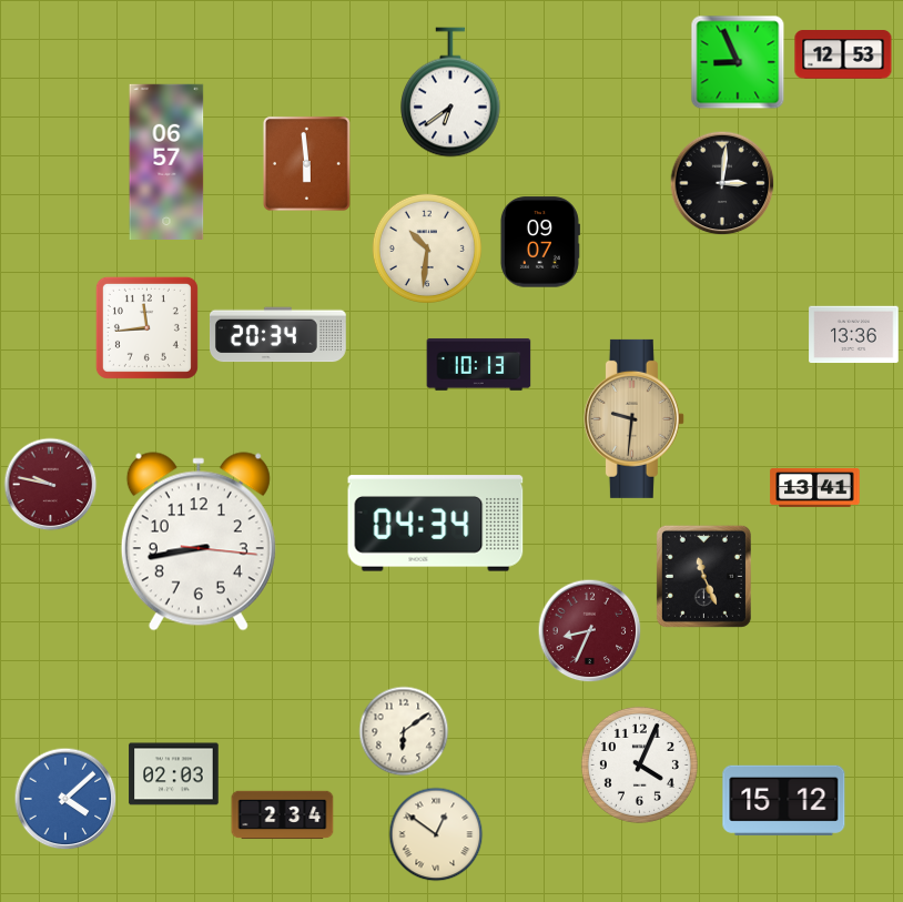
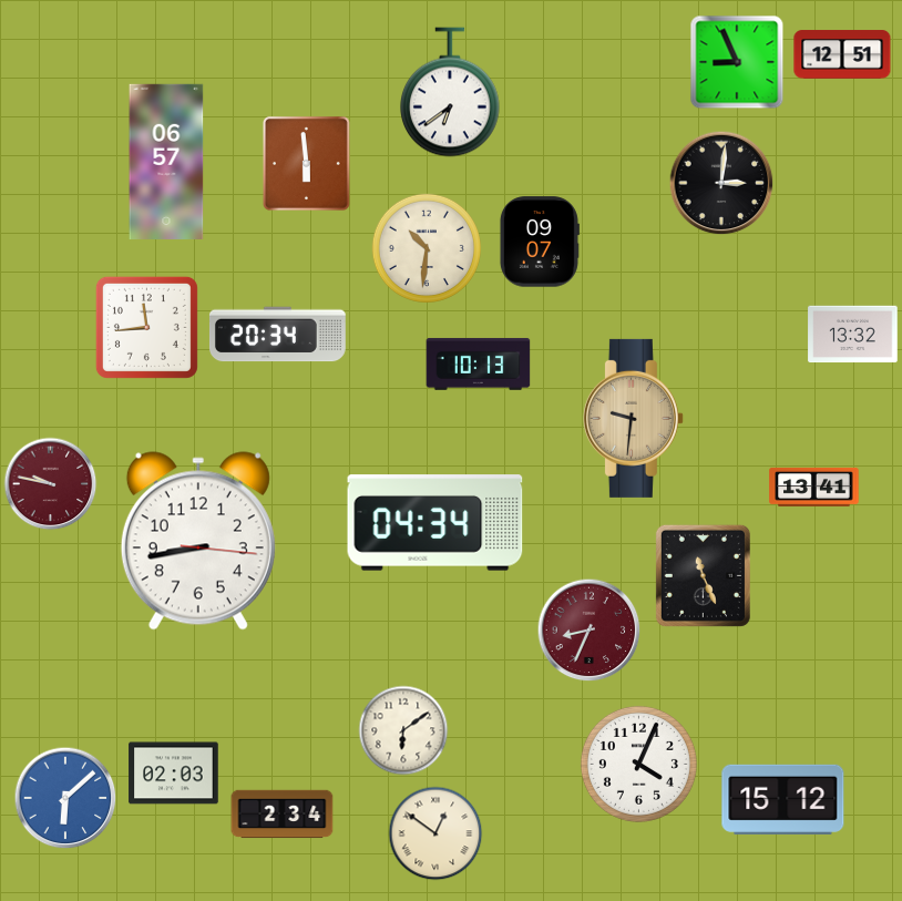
clock at (843, 54): 12:53 -> 12:51
clock at (854, 335): 13:36 -> 13:32
clock at (65, 799): 4:08 -> 6:08
